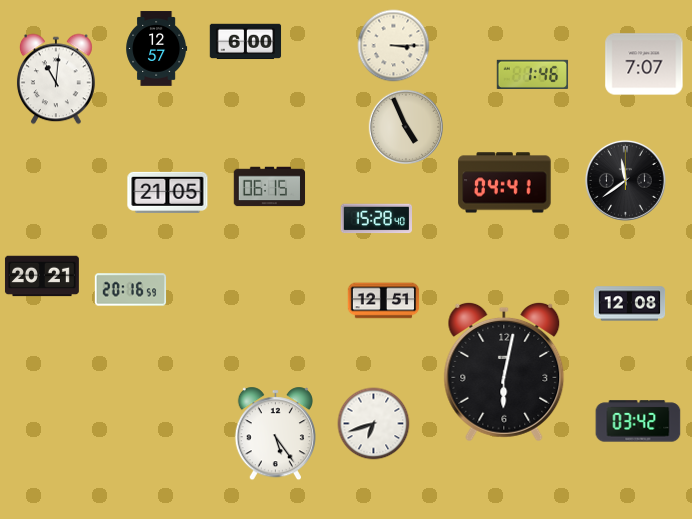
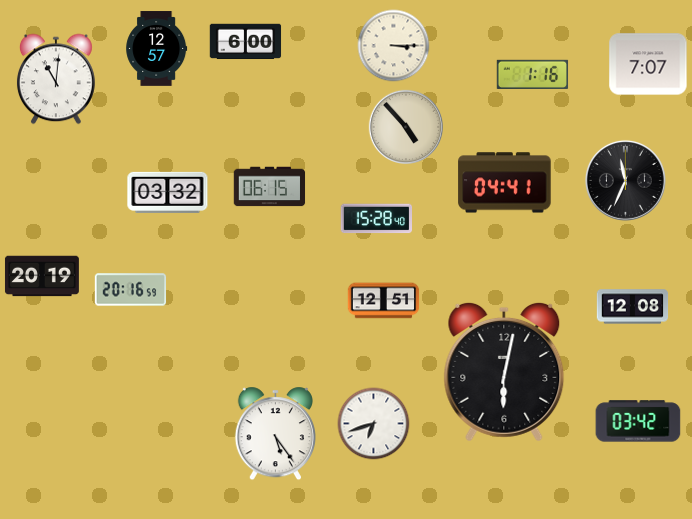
clock at (644, 64) position: (644, 64) -> (648, 64)
clock at (533, 74): 1:46 -> 1:16
clock at (405, 126): 4:56 -> 4:53
clock at (625, 180): 11:39 -> 11:34
clock at (168, 192): 21:05 -> 03:32
clock at (42, 276): 20:21 -> 20:19
clock at (630, 304) position: (630, 304) -> (633, 307)
